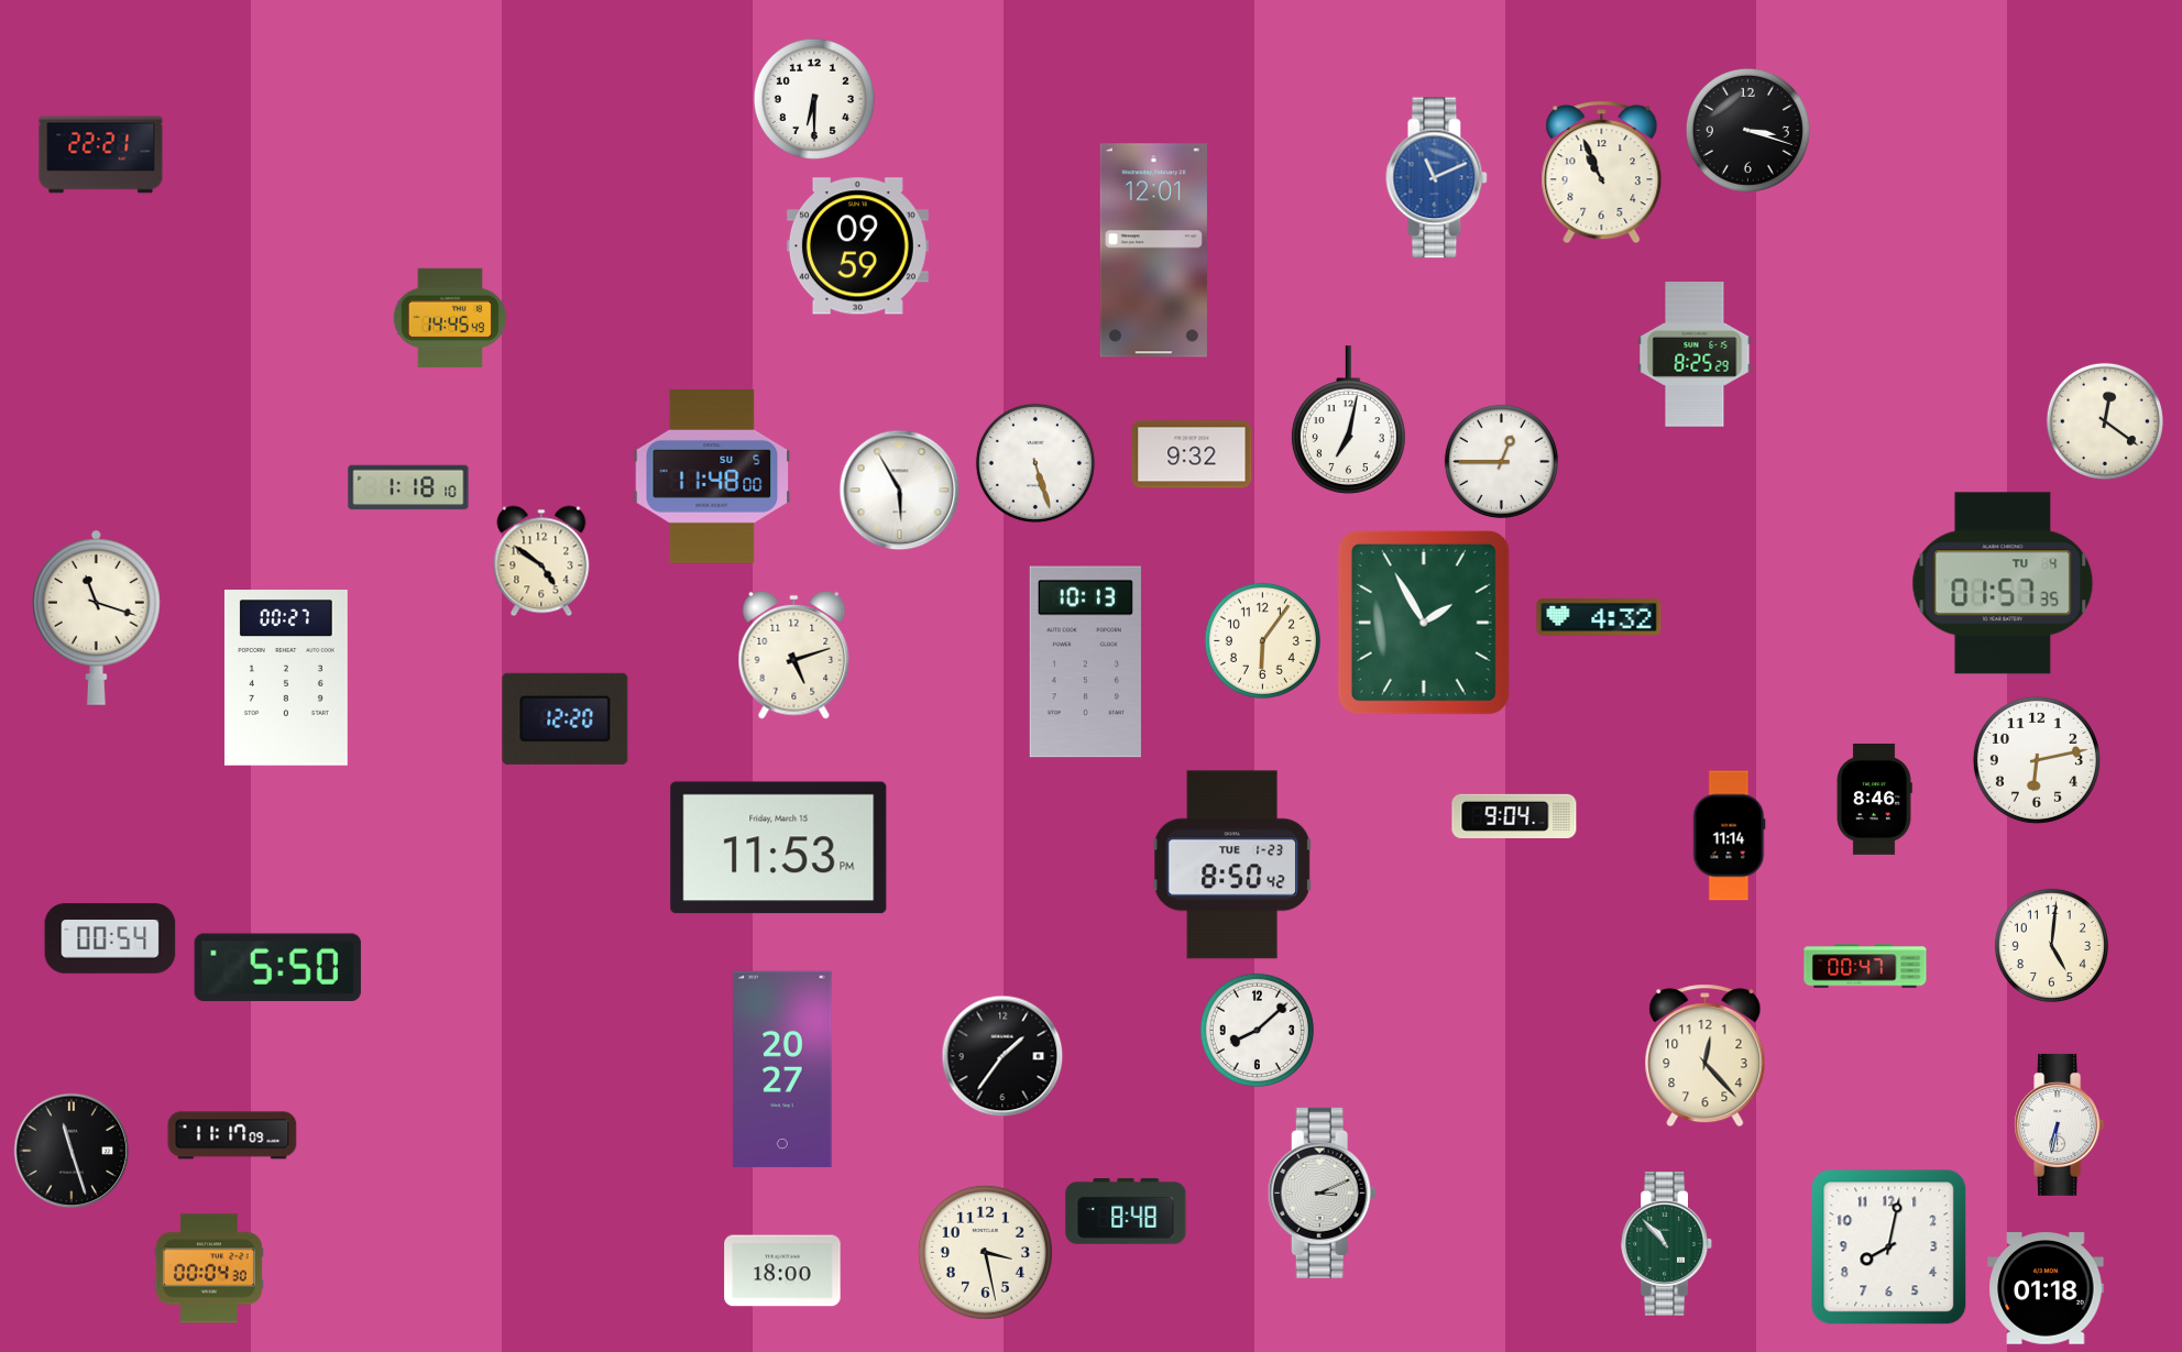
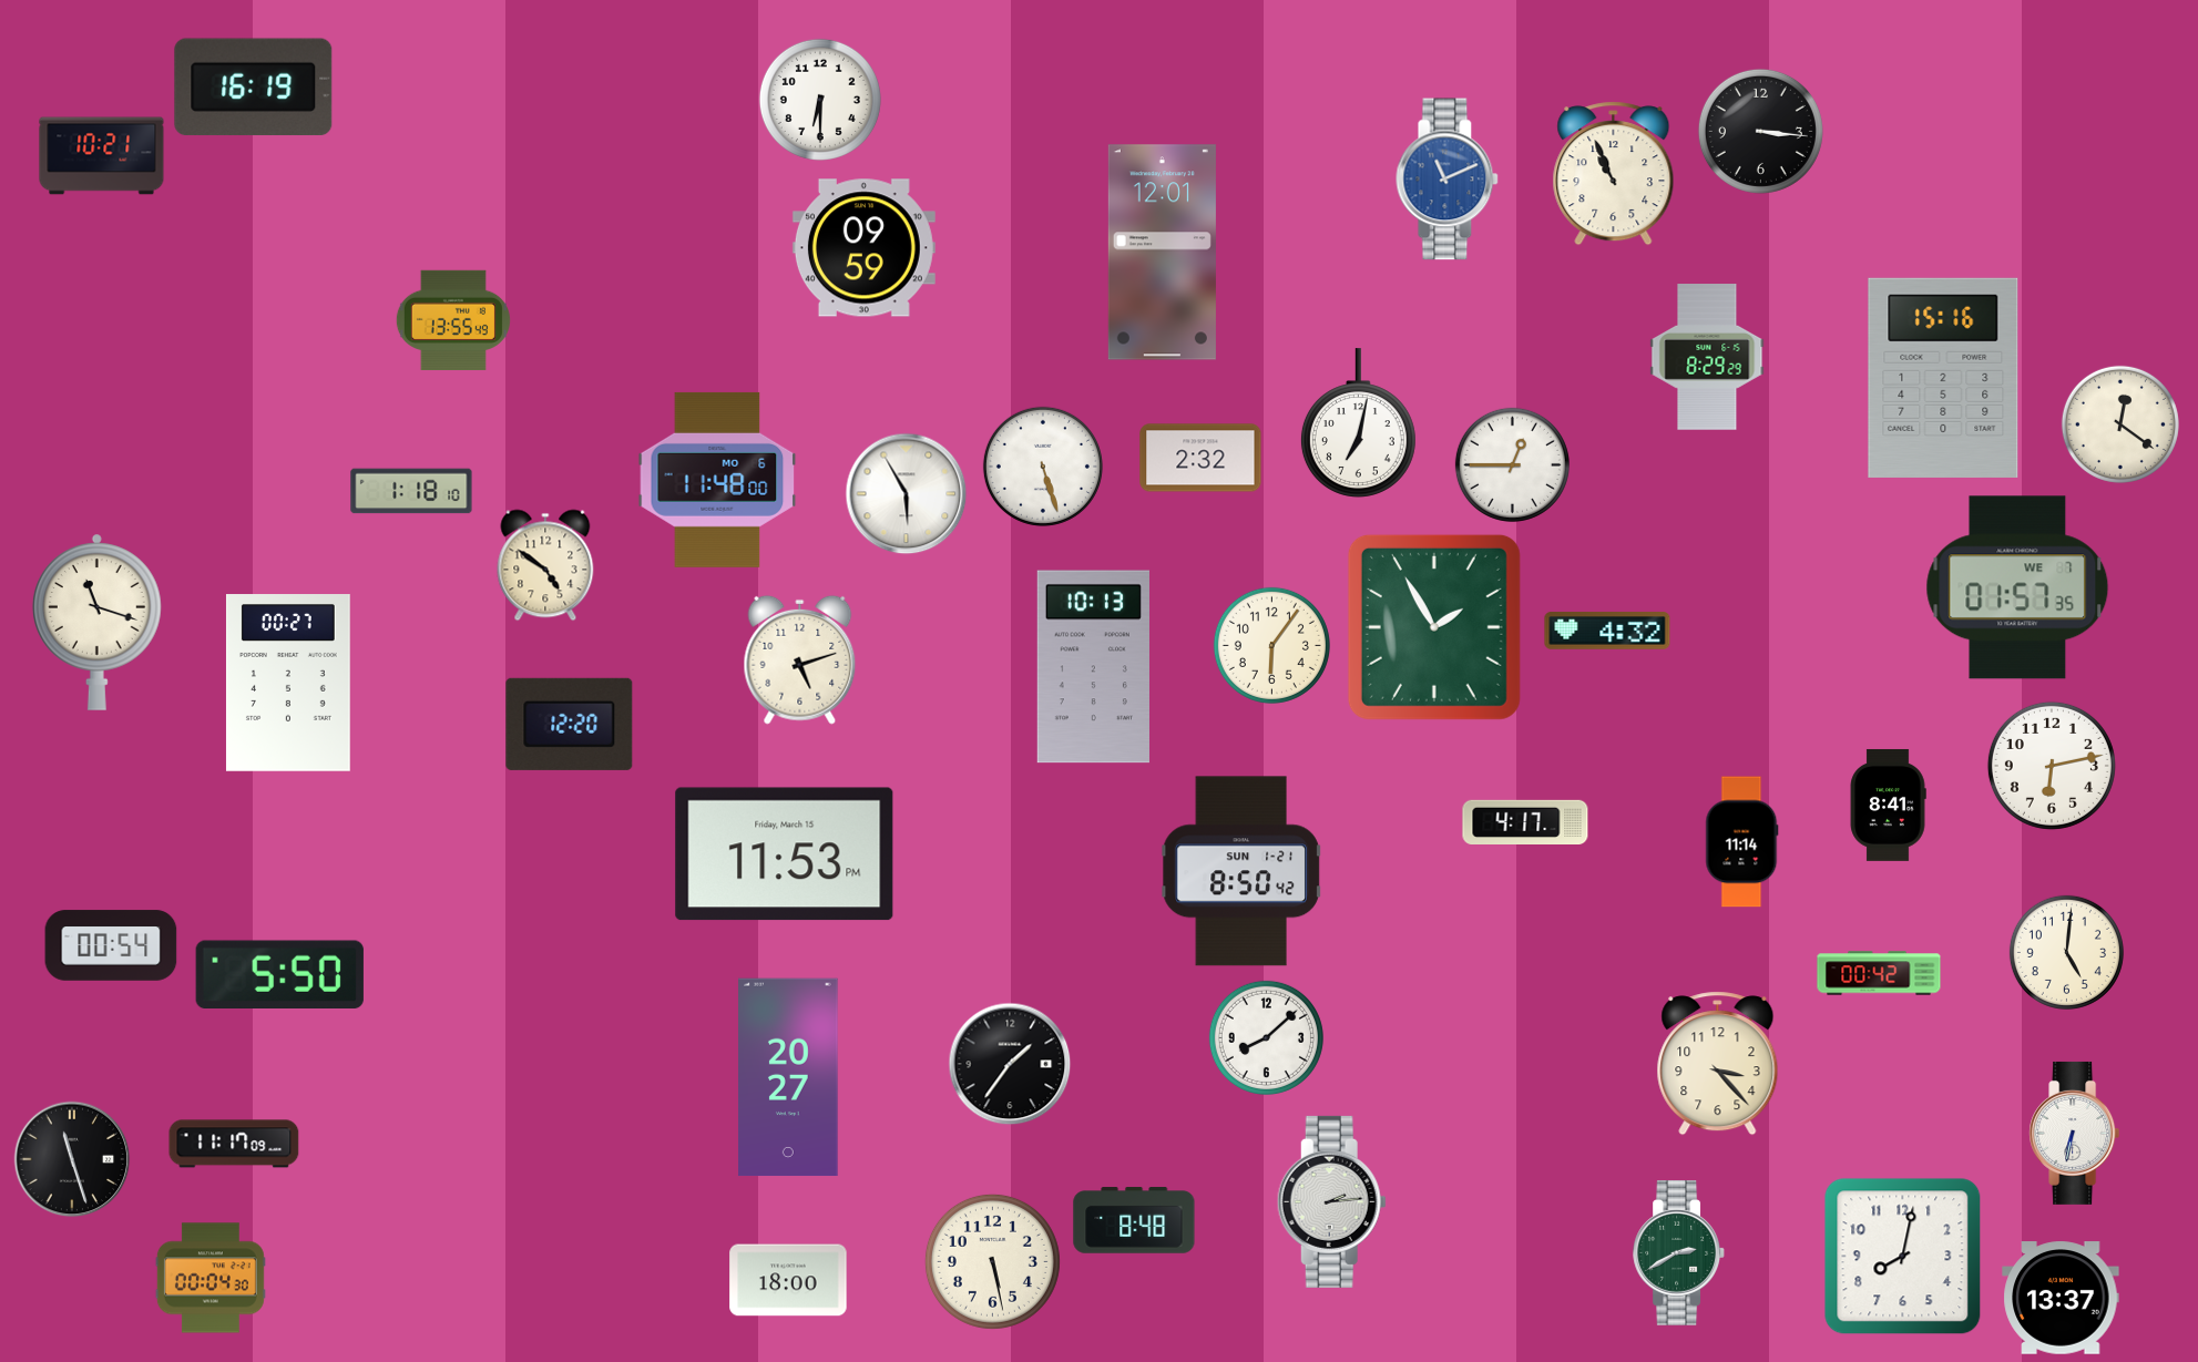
clock at (254, 88): none -> 16:19
clock at (1747, 130): 3:18 -> 3:16
clock at (101, 155): 22:21 -> 10:21
clock at (450, 317): 14:45 -> 13:55
clock at (1695, 354): 8:25 -> 8:29
clock at (1943, 378): none -> 15:16
clock at (1192, 454): 9:32 -> 2:32
clock at (712, 476) date: SU 5 -> MO 6
clock at (2003, 583) date: TU 4 -> WE 7
clock at (1599, 617) position: (1599, 617) -> (1607, 631)
clock at (1874, 799): 8:46 -> 8:41
clock at (1514, 815): 9:04 -> 4:17
clock at (1232, 865) date: TUE 1-23 -> SUN 1-21
clock at (1865, 966): 00:47 -> 00:42
clock at (1706, 1056): 12:23 -> 3:23
clock at (1322, 1192): 3:11 -> 2:14
clock at (1666, 1244): 10:53 -> 2:40
clock at (985, 1252): 3:28 -> 5:28
clock at (2046, 1288): 01:18 -> 13:37
